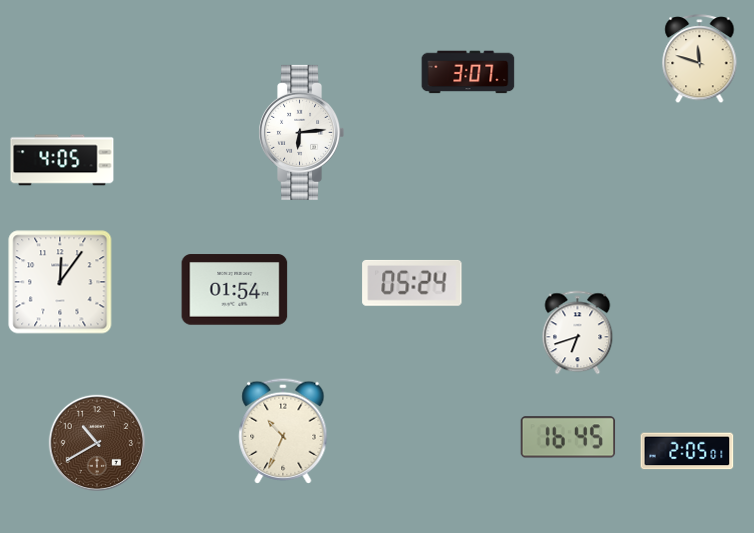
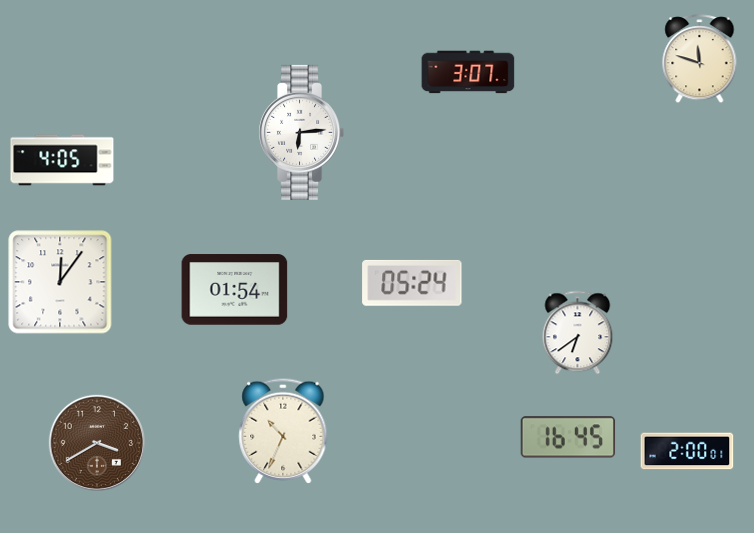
clock at (578, 333): 6:42 -> 6:39
clock at (97, 443): 10:40 -> 3:40
clock at (687, 451): 2:05 -> 2:00
